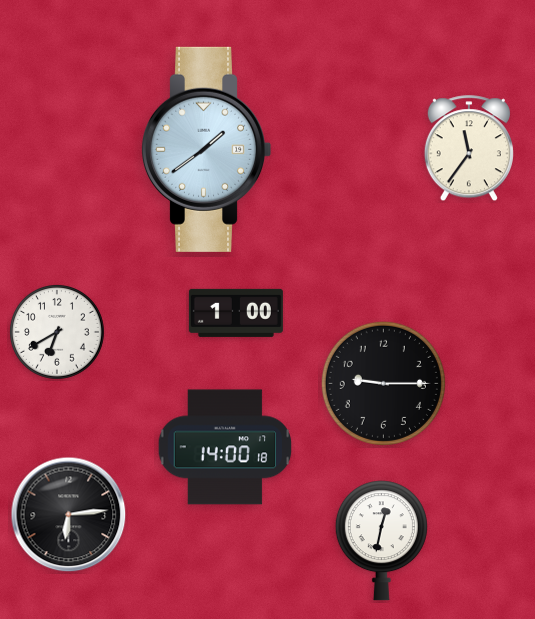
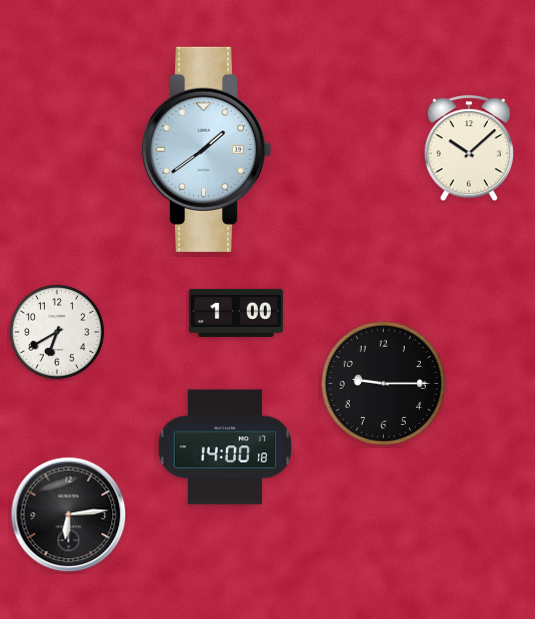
clock at (469, 149): 11:36 -> 10:08
clock at (381, 541): 12:32 -> none
